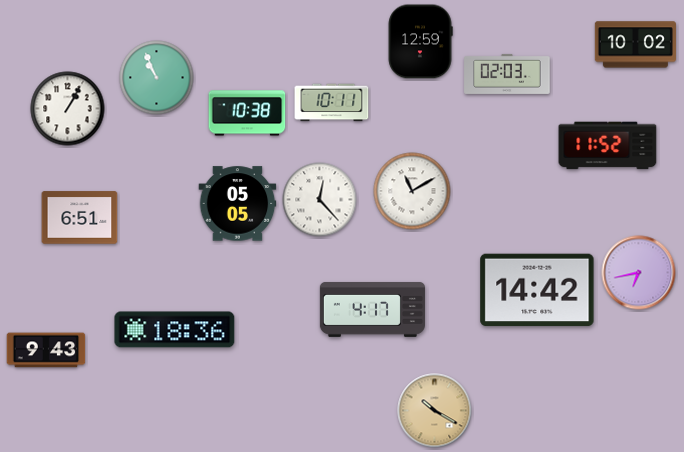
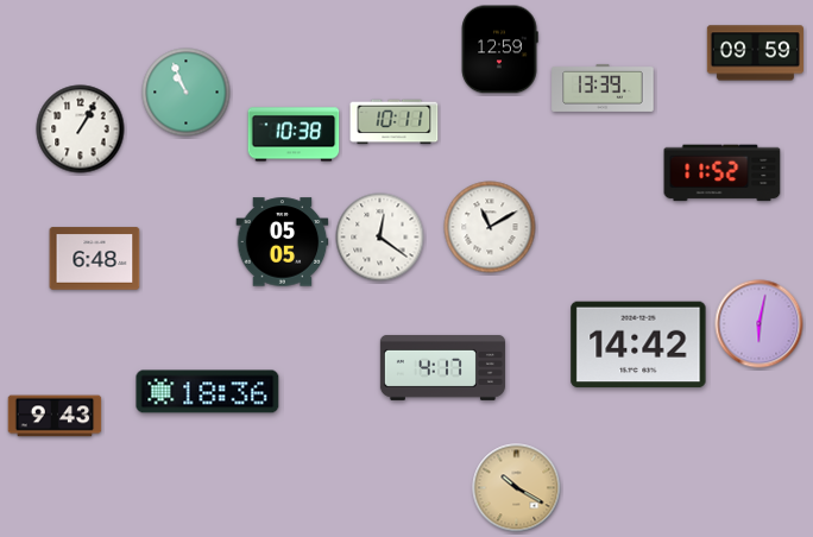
clock at (635, 45): 10:02 -> 09:59
clock at (507, 74): 02:03 -> 13:39
clock at (320, 200): 12:23 -> 12:21
clock at (80, 218): 6:51 -> 6:48
clock at (639, 273): 6:43 -> 6:02
